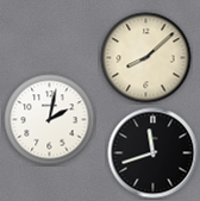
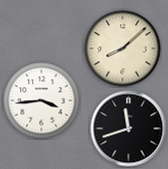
clock at (50, 120): 2:02 -> 3:44
